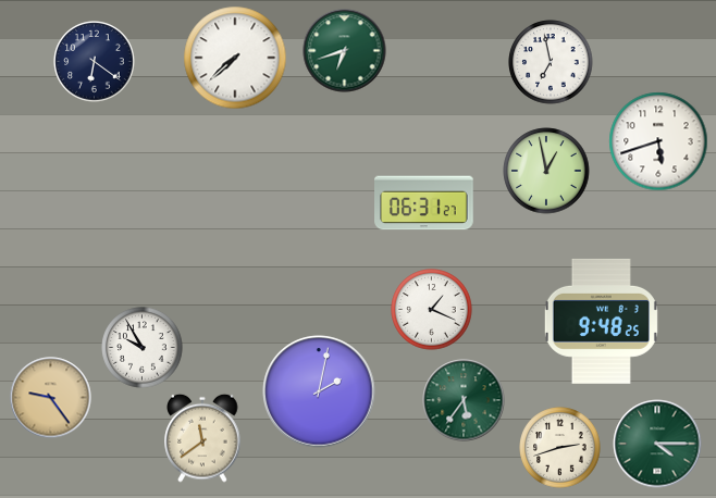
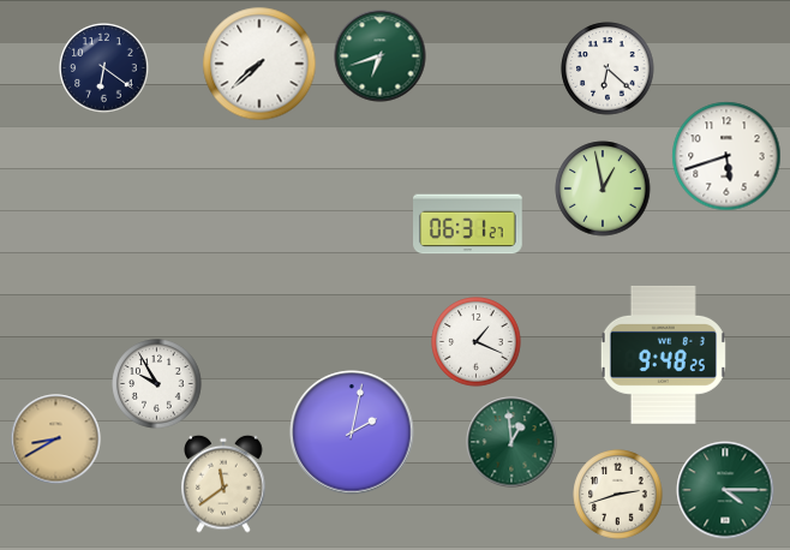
clock at (551, 62): 6:58 -> 6:22
clock at (51, 398): 9:24 -> 8:40
clock at (464, 400): 5:36 -> 12:59
